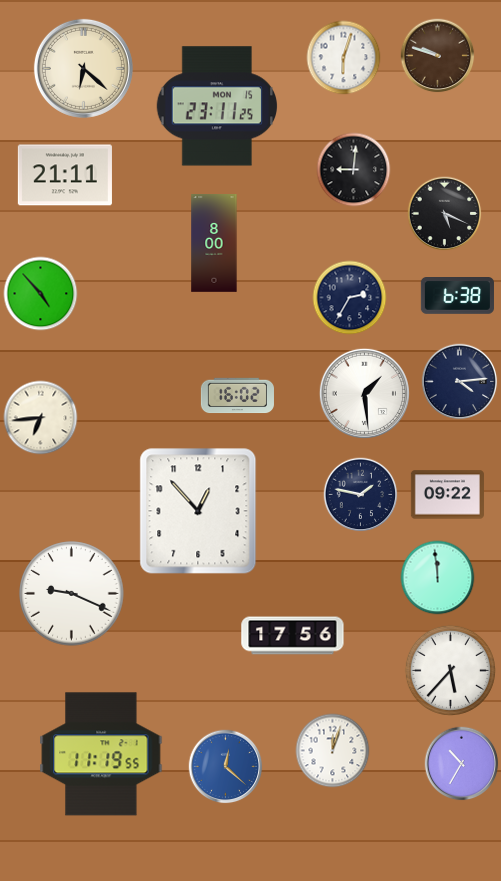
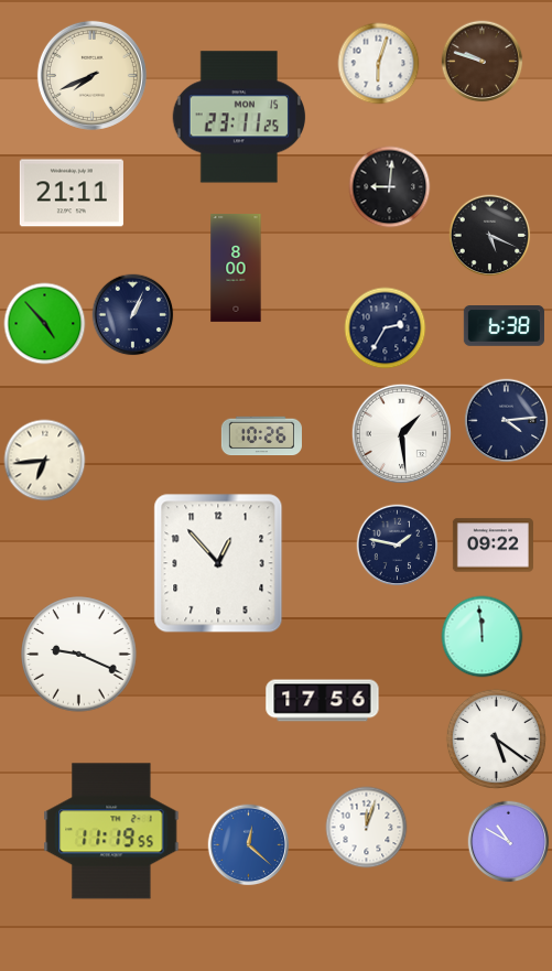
clock at (83, 68): 6:22 -> 7:41
clock at (133, 315): none -> 1:04
clock at (237, 396): 16:02 -> 10:26
clock at (450, 670): 5:37 -> 5:21
clock at (462, 764): 10:35 -> 10:50
